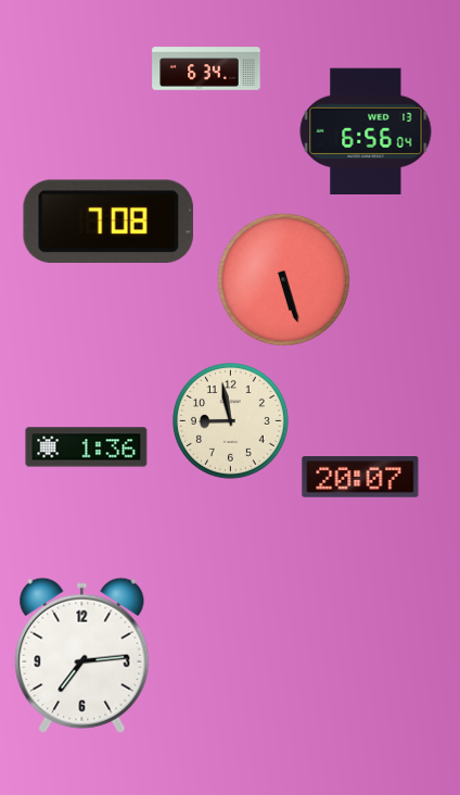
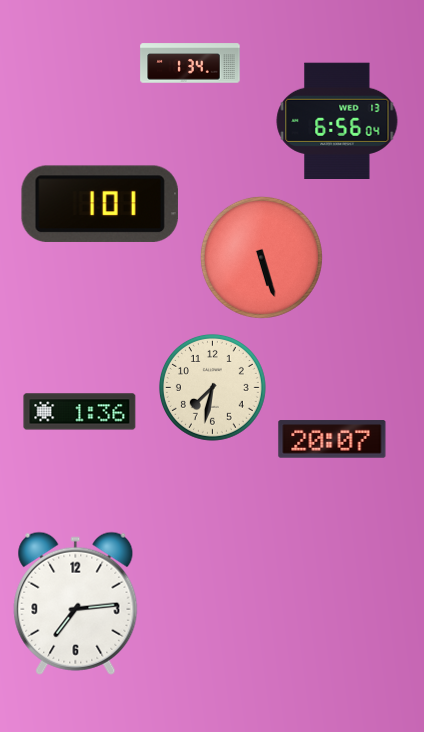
clock at (206, 68): 6:34 -> 1:34
clock at (108, 222): 7:08 -> 1:01
clock at (230, 420): 8:58 -> 7:32
